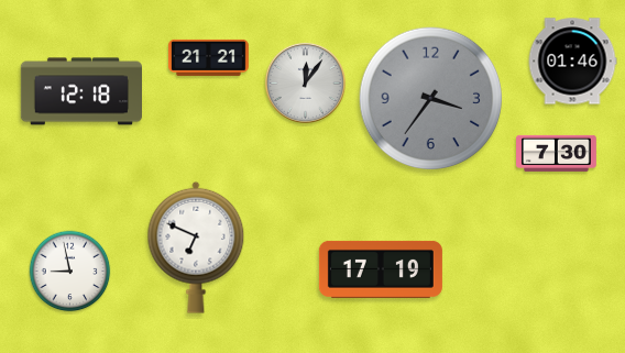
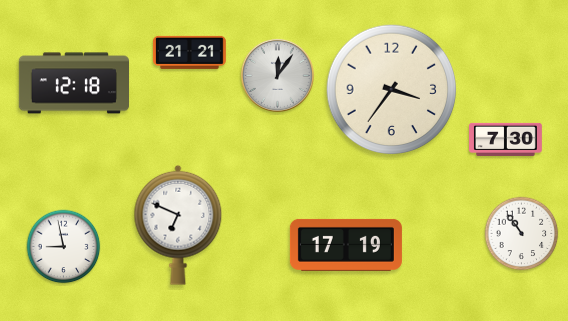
clock at (572, 62): 01:46 -> none
clock at (431, 99) dial: grey -> cream
clock at (522, 234): none -> 10:54
